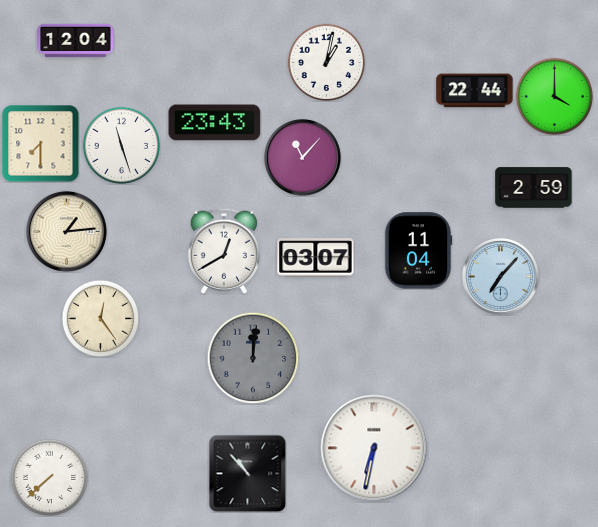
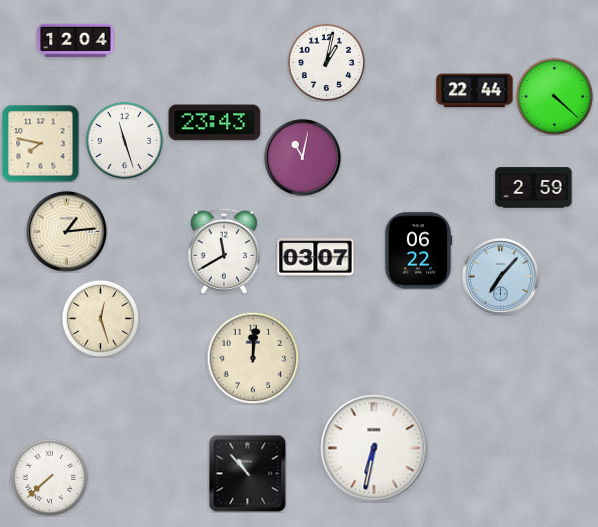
clock at (554, 96): 4:00 -> 4:22
clock at (40, 143): 7:30 -> 7:47
clock at (121, 145) position: (121, 145) -> (124, 140)
clock at (302, 157): 11:07 -> 11:02
clock at (223, 251): 12:40 -> 11:40
clock at (418, 251): 11:04 -> 06:22
clock at (100, 318): 12:24 -> 12:27
clock at (253, 358) dial: grey -> cream
